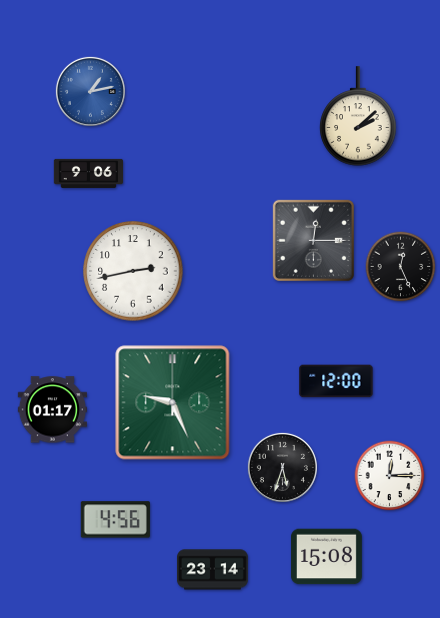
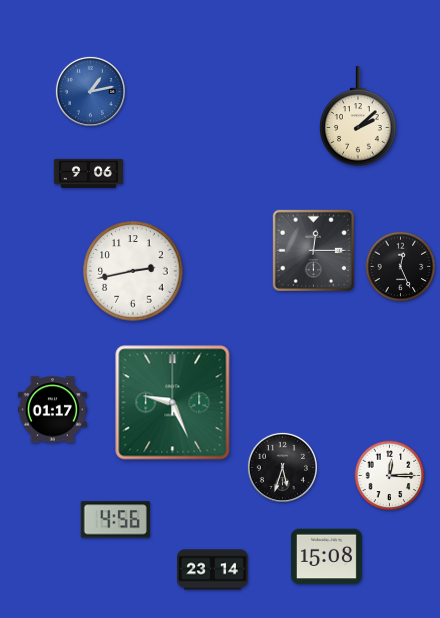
clock at (313, 240) position: (313, 240) -> (313, 250)
clock at (336, 381): 12:00 -> none
